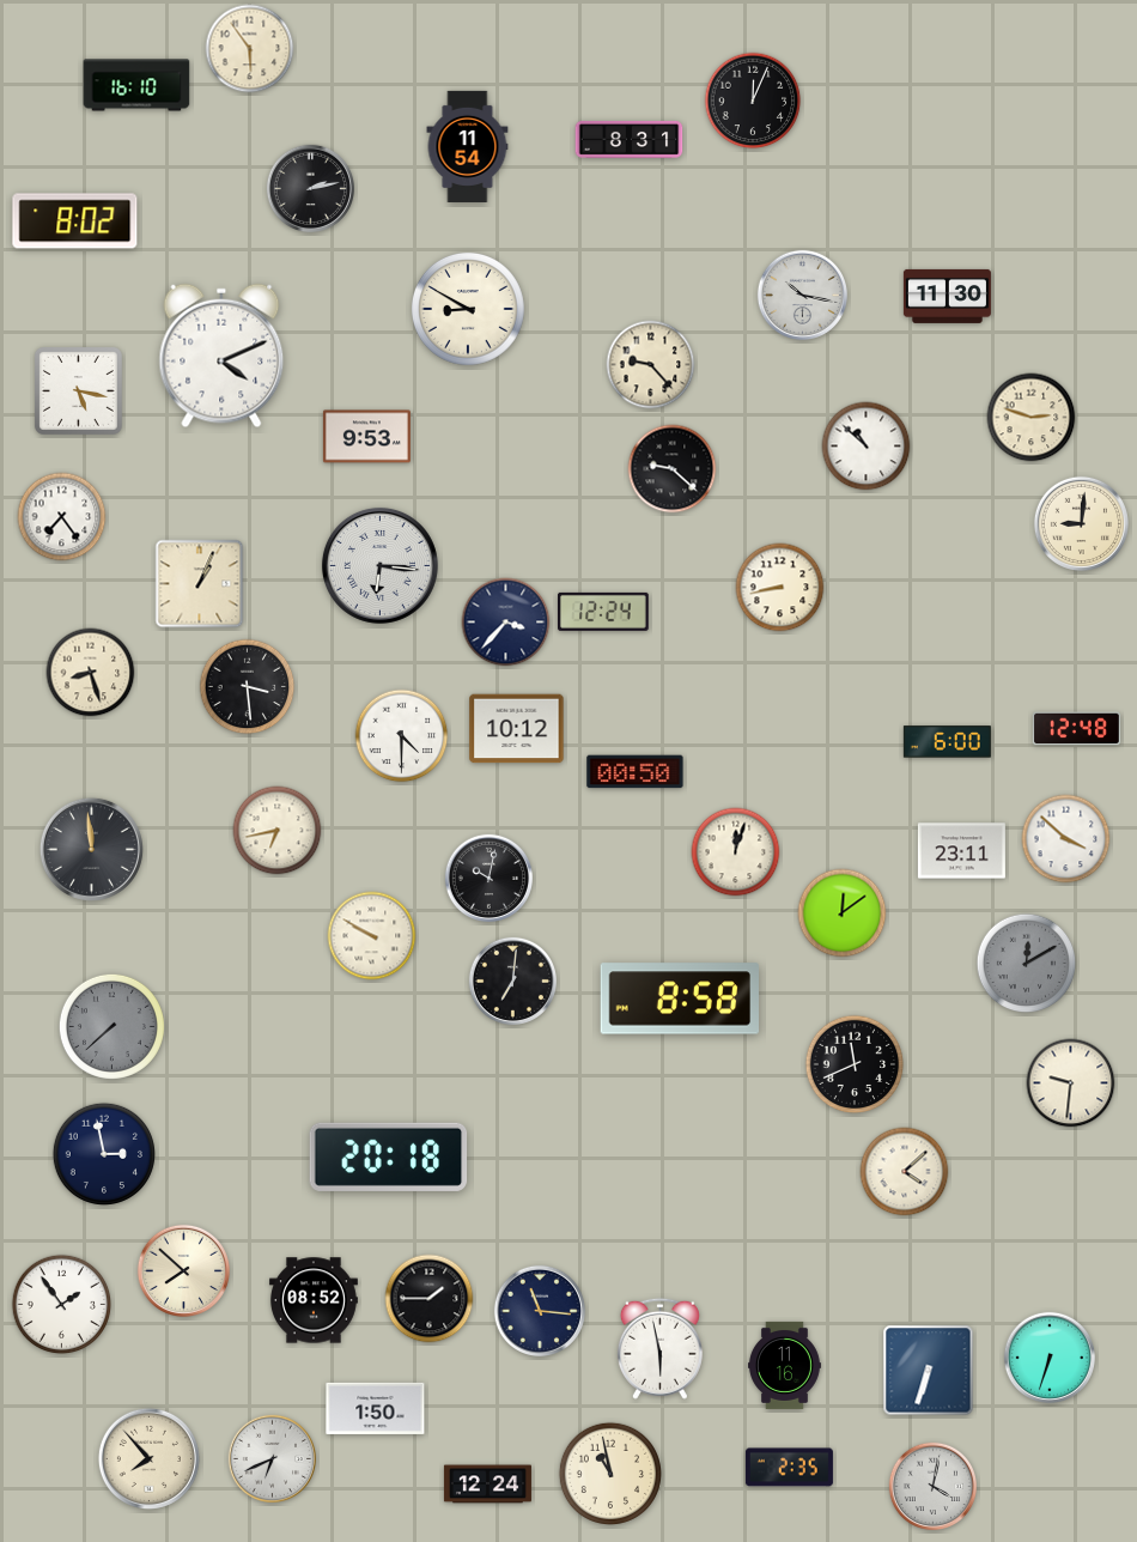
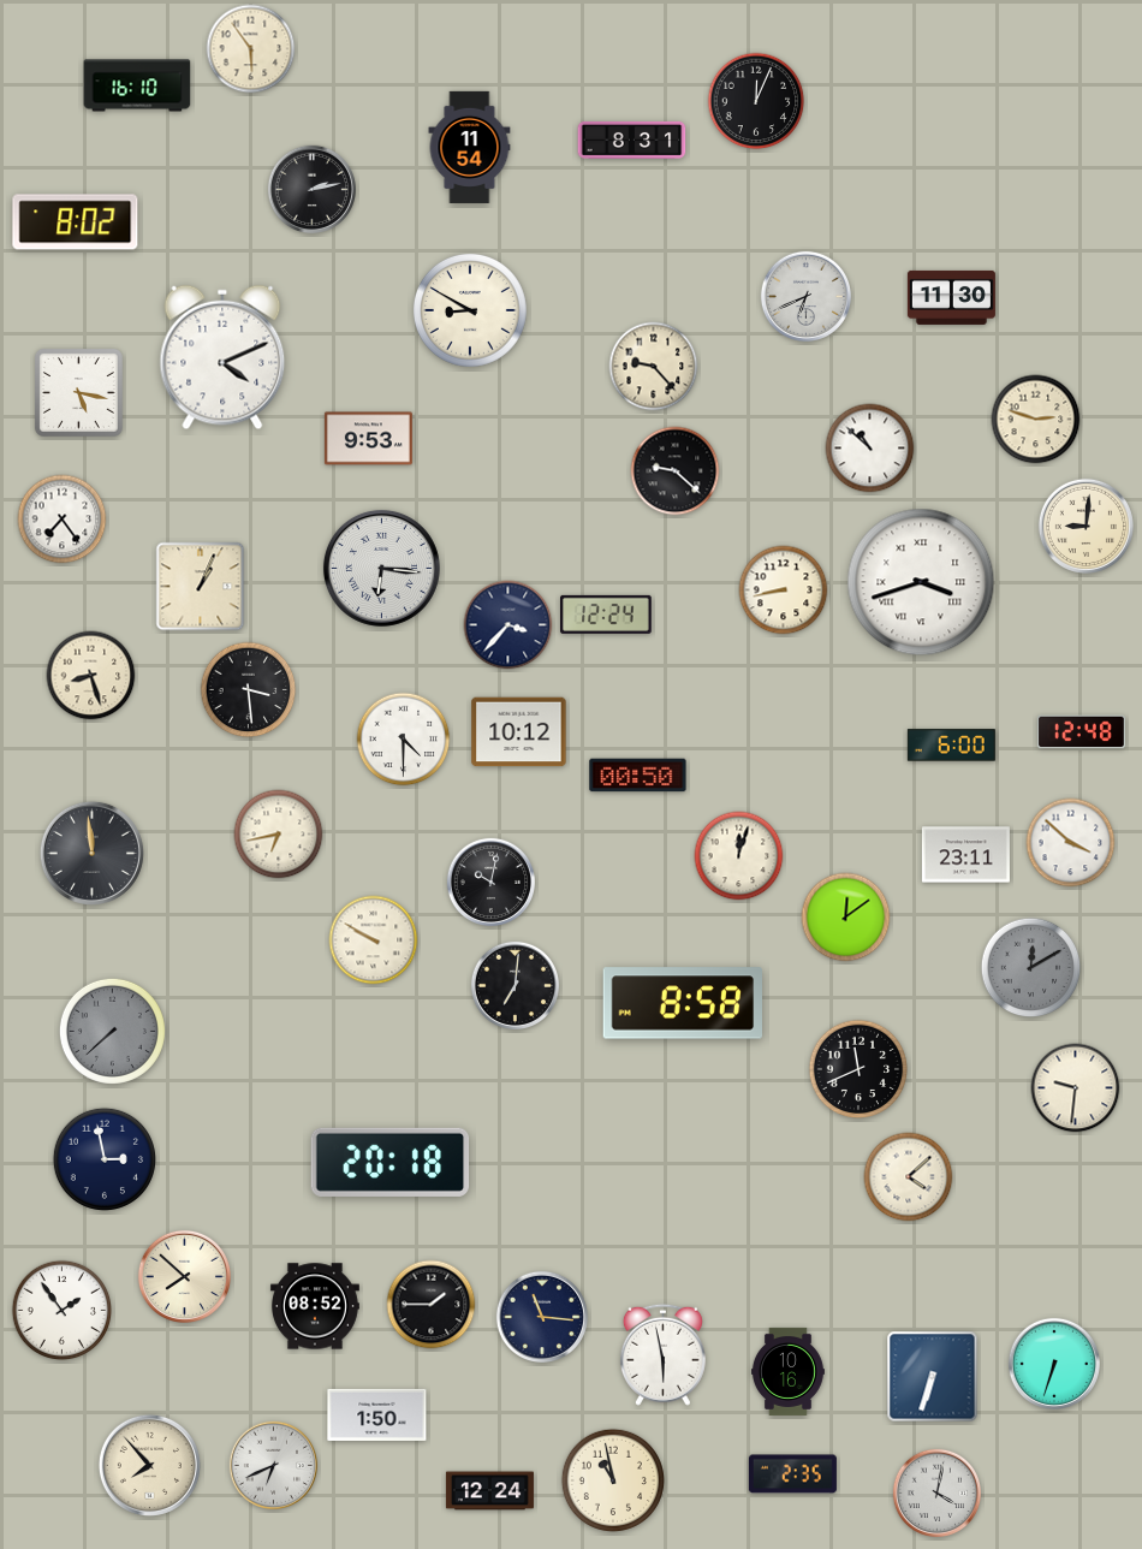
clock at (802, 295): 10:17 -> 6:41
clock at (921, 582): none -> 3:42
clock at (784, 1365): 11:16 -> 10:16
